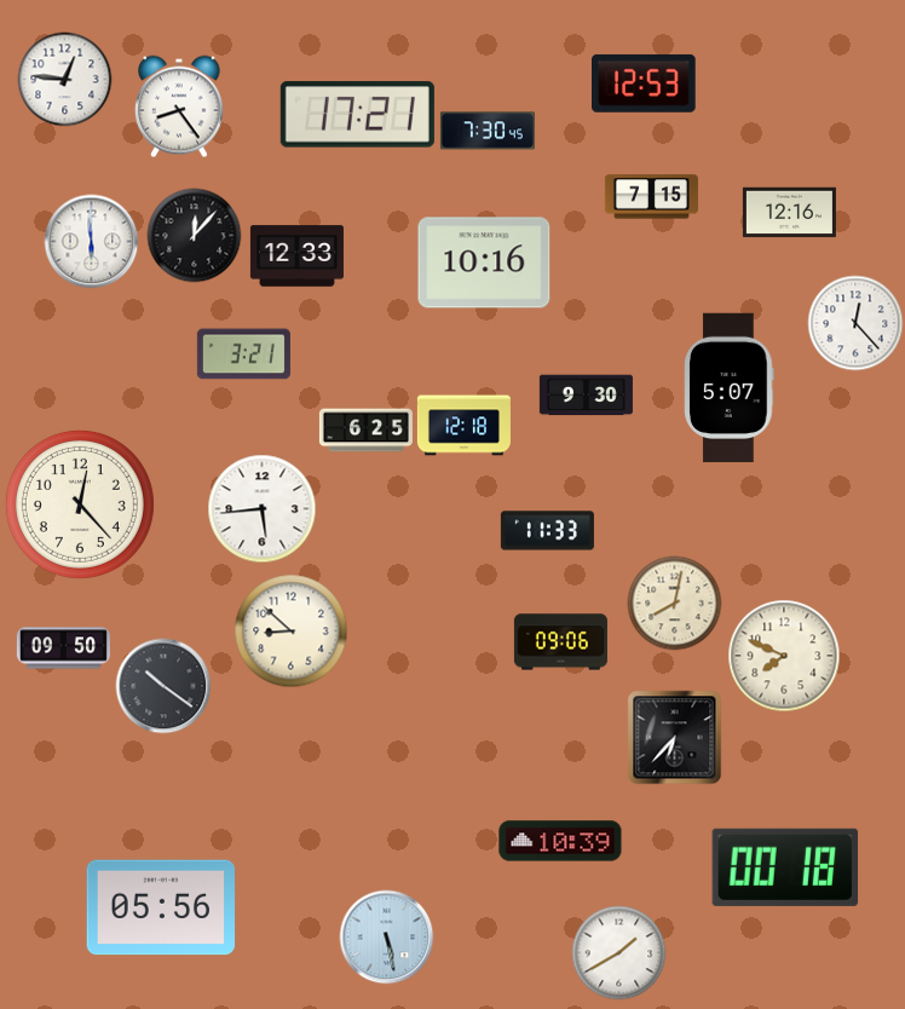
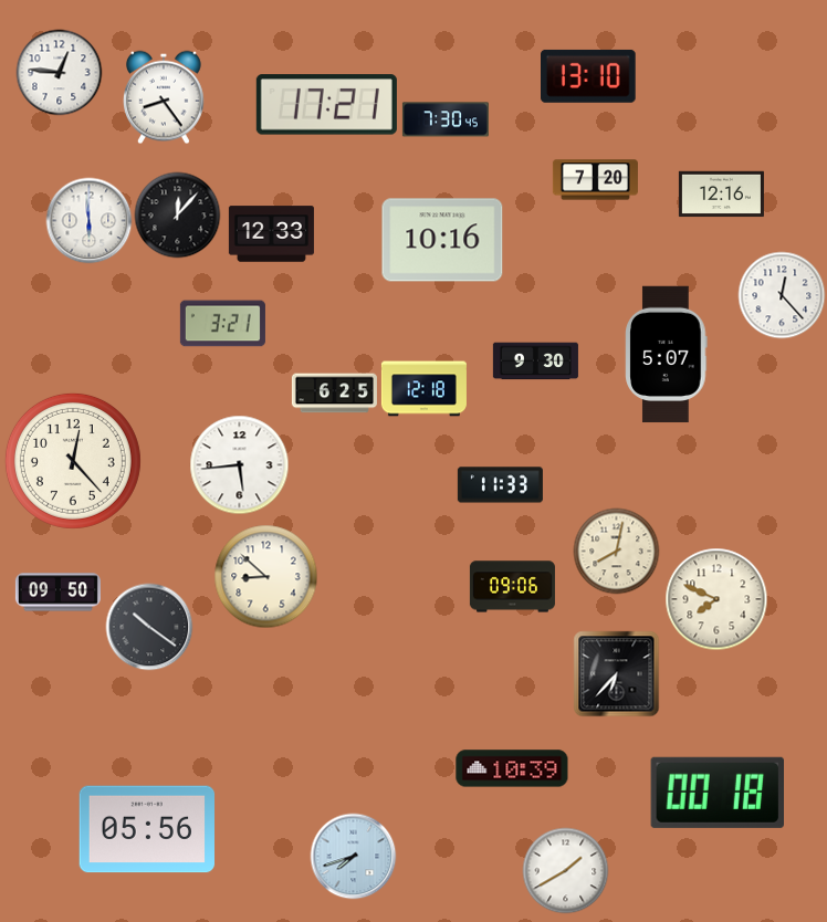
clock at (645, 83): 12:53 -> 13:10
clock at (651, 197): 7:15 -> 7:20
clock at (91, 241) position: (91, 241) -> (88, 220)
clock at (386, 936): 5:28 -> 7:42
